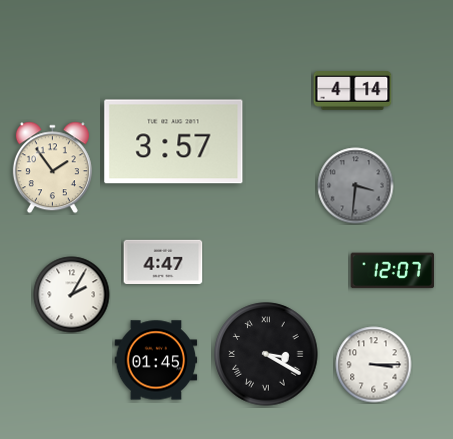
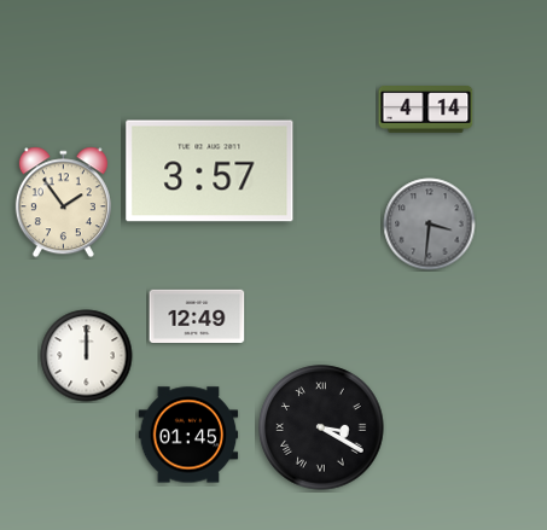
clock at (163, 262): 4:47 -> 12:49
clock at (393, 271): 12:07 -> none
clock at (72, 295): 2:05 -> 12:00
clock at (374, 365): 3:15 -> none
